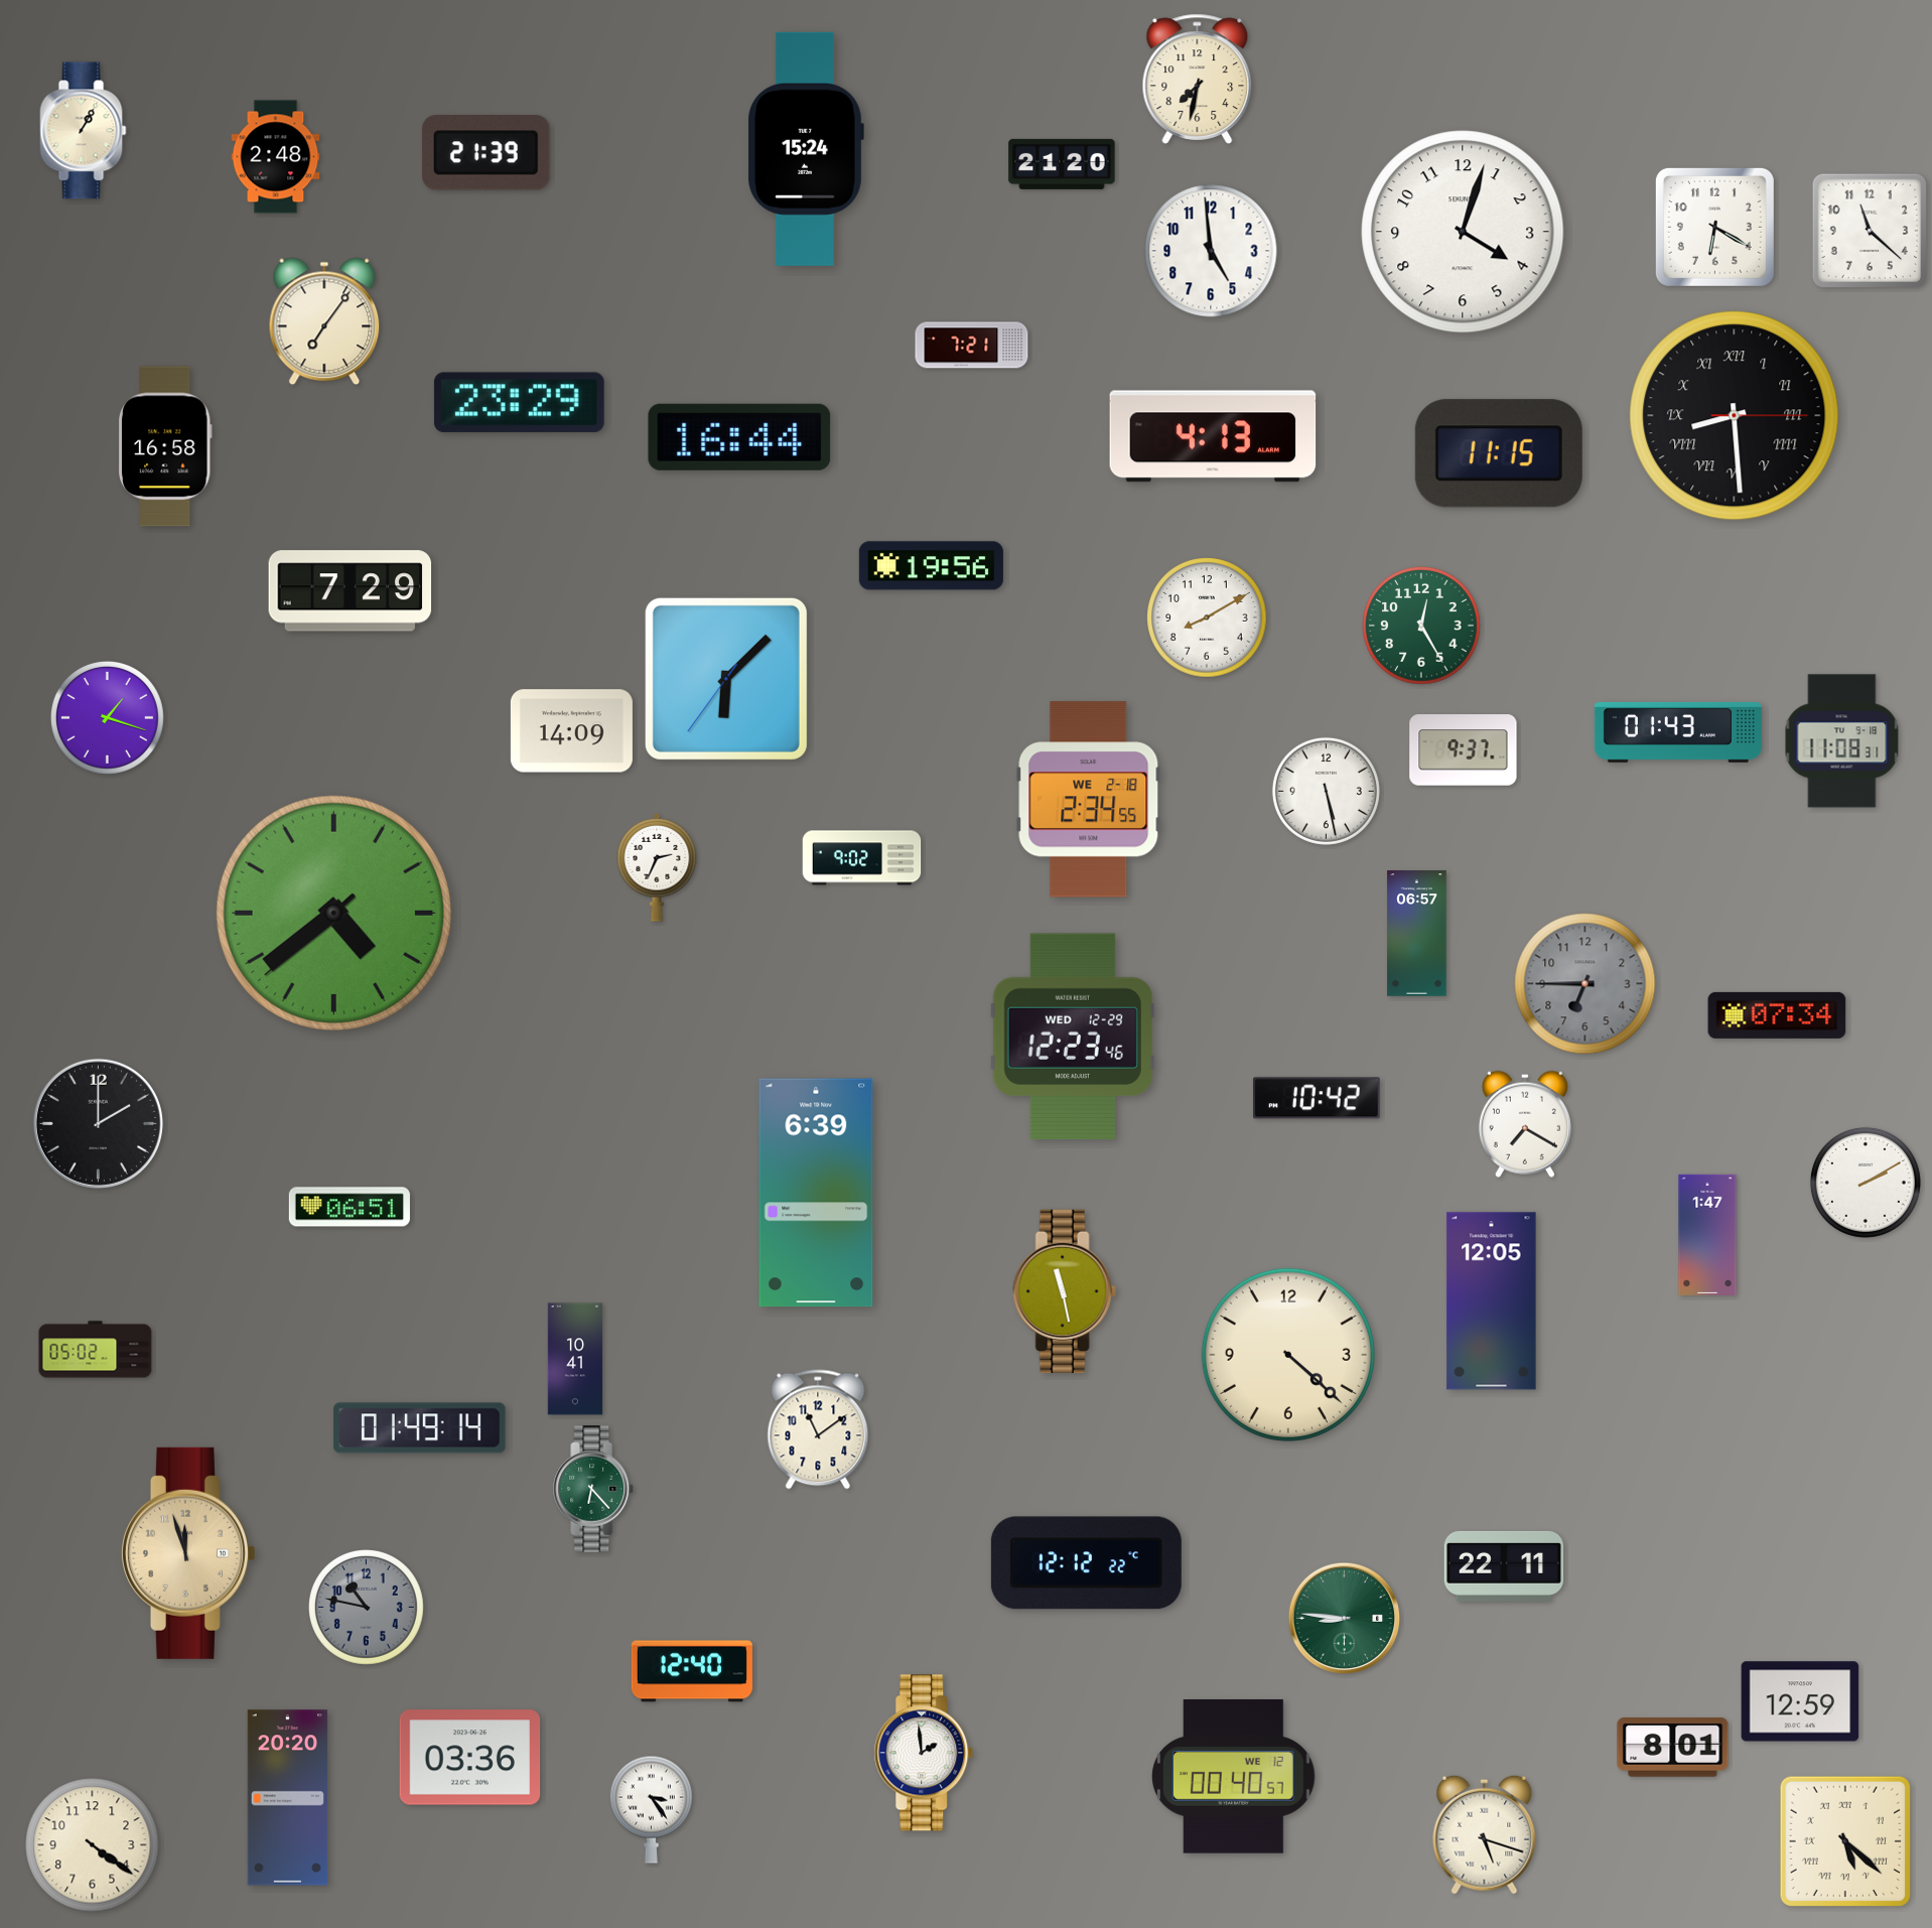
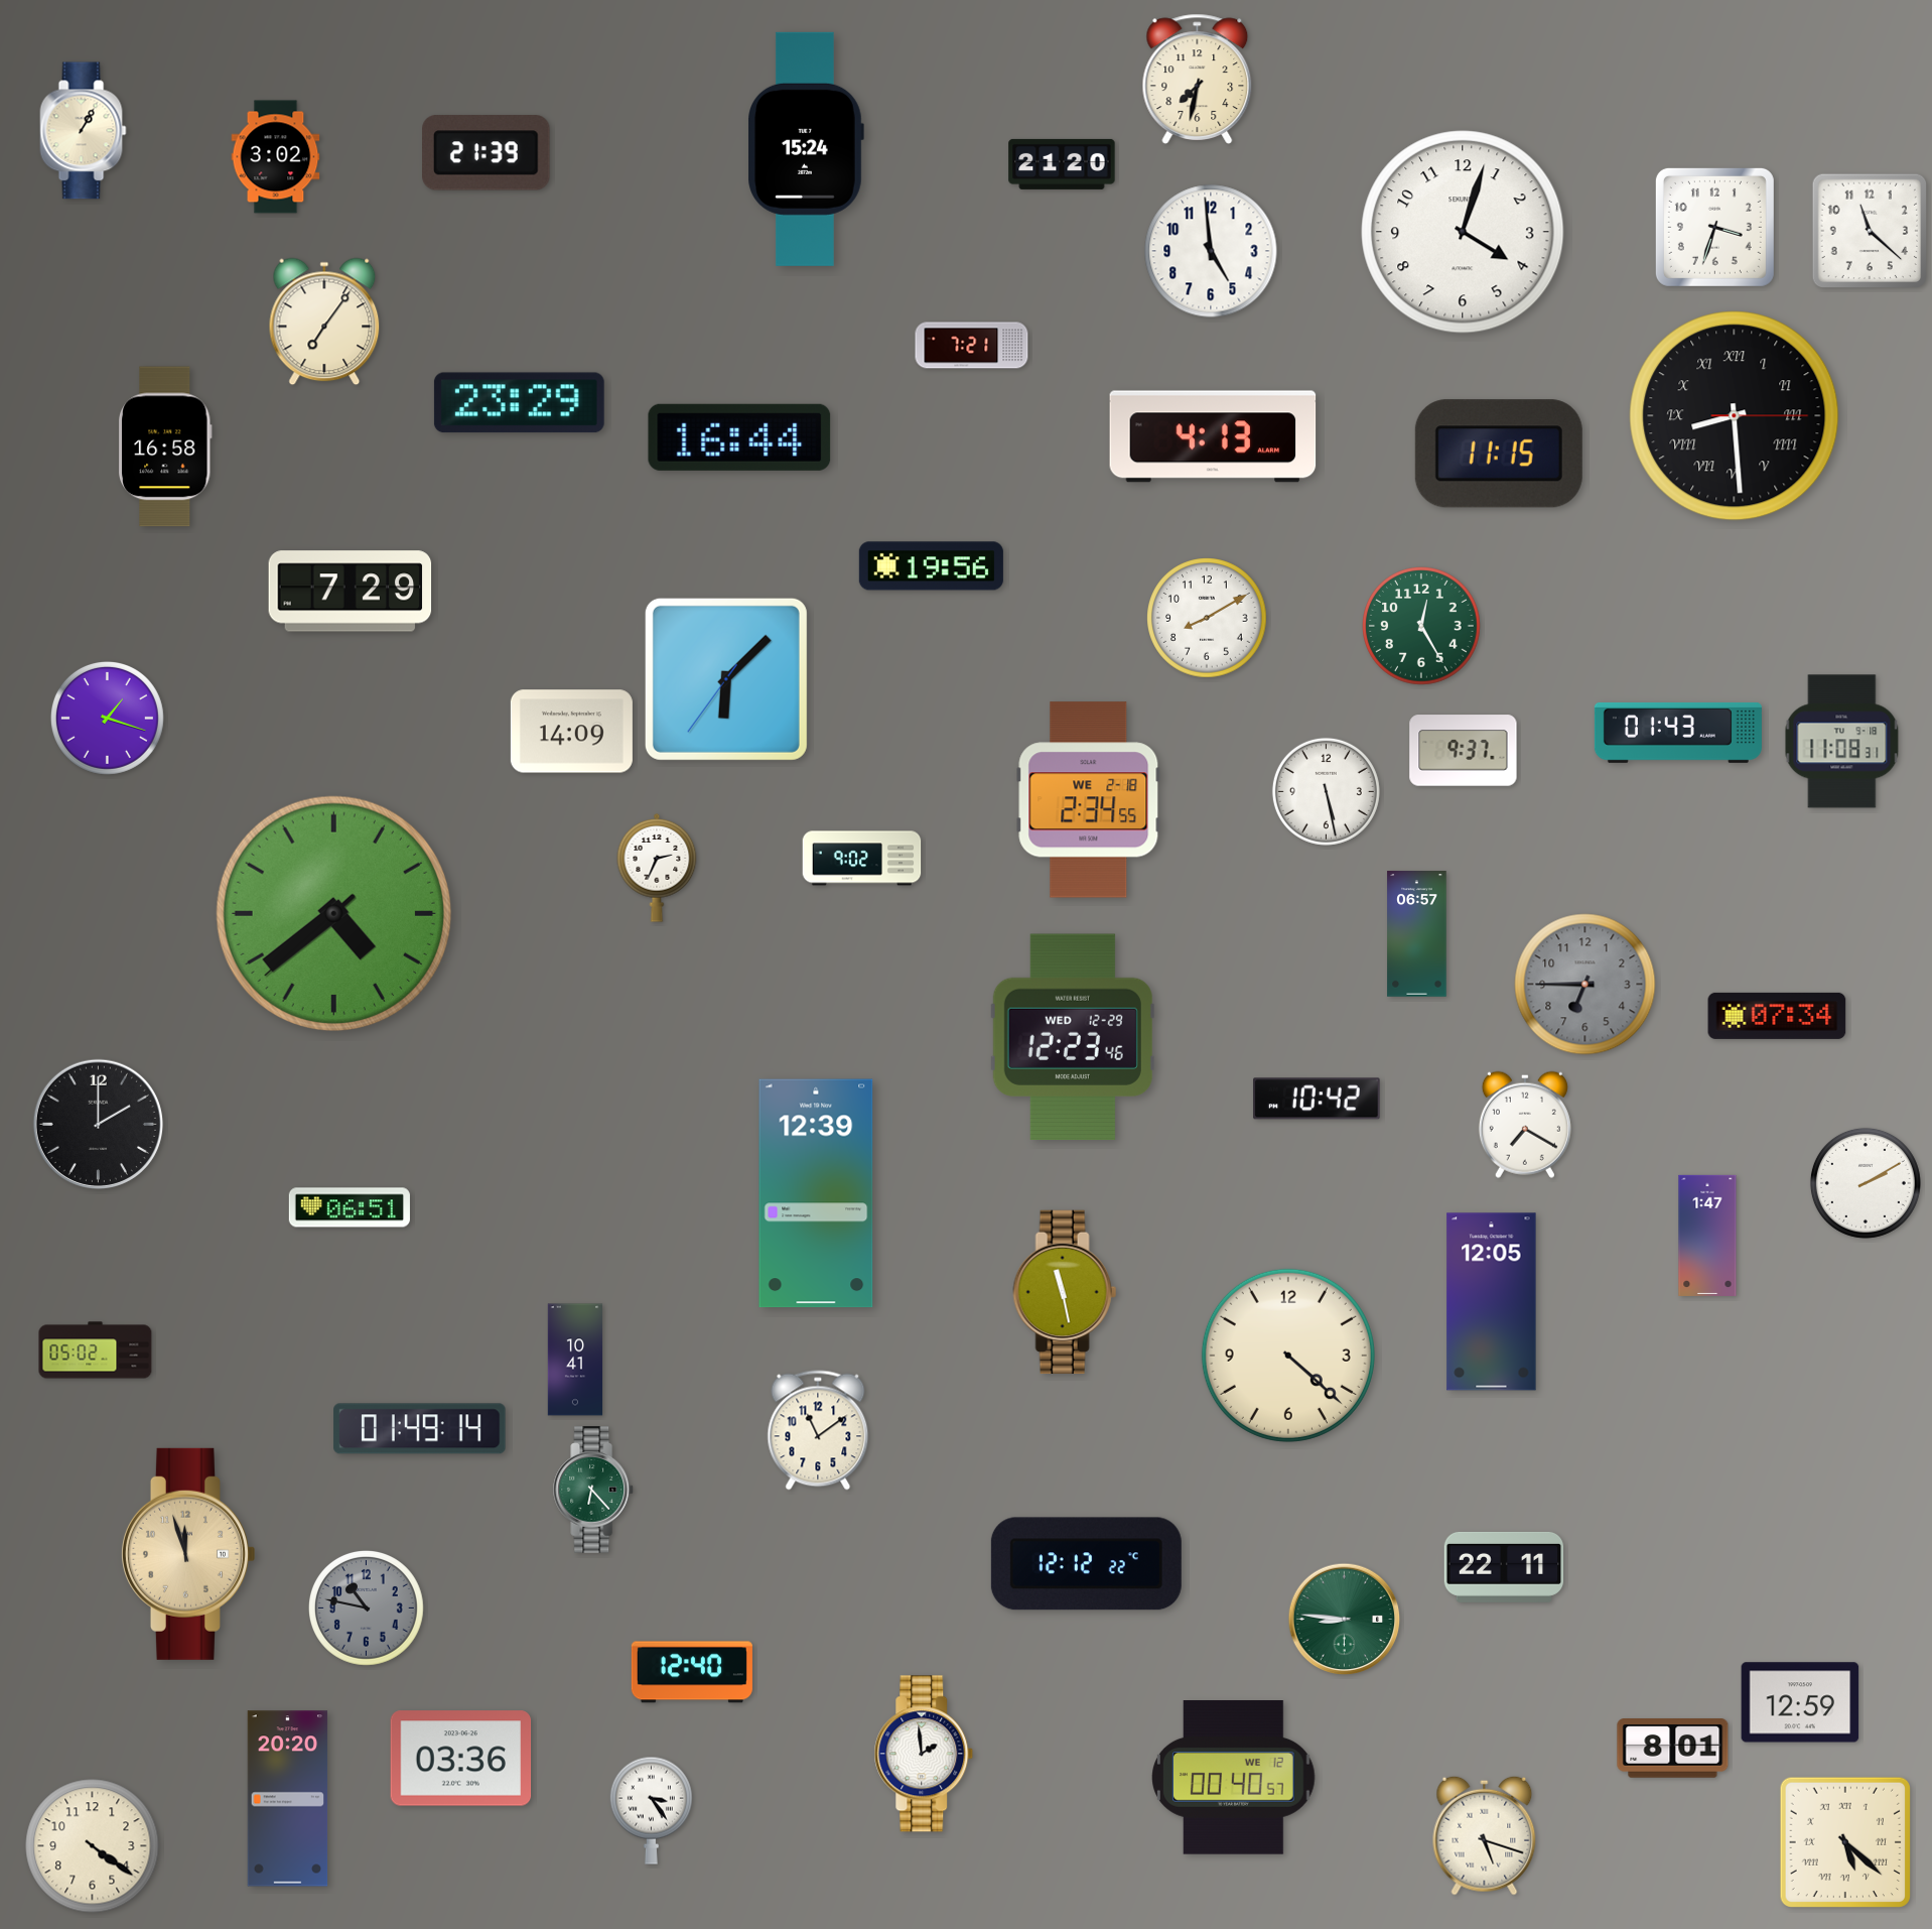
clock at (276, 157): 2:48 -> 3:02
clock at (1714, 227): 6:20 -> 3:33
clock at (816, 1193): 6:39 -> 12:39
clock at (470, 1758) position: (470, 1758) -> (461, 1759)
